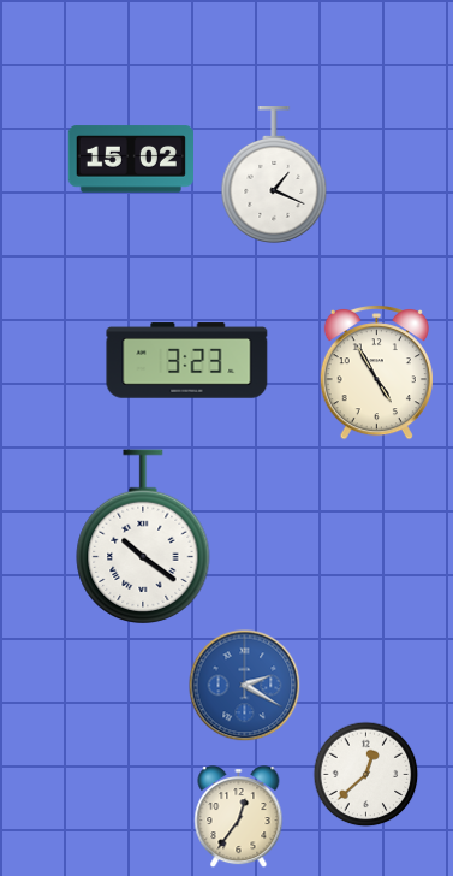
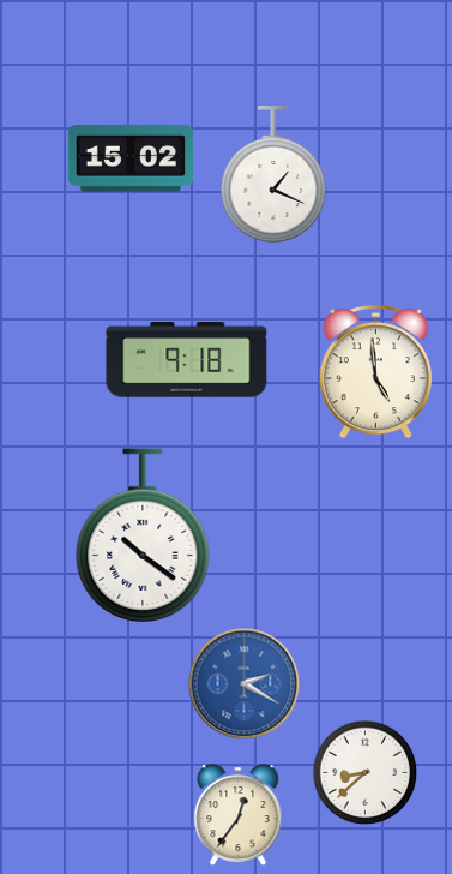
clock at (187, 361): 3:23 -> 9:18
clock at (376, 373): 4:55 -> 4:59
clock at (365, 774): 12:38 -> 8:38
